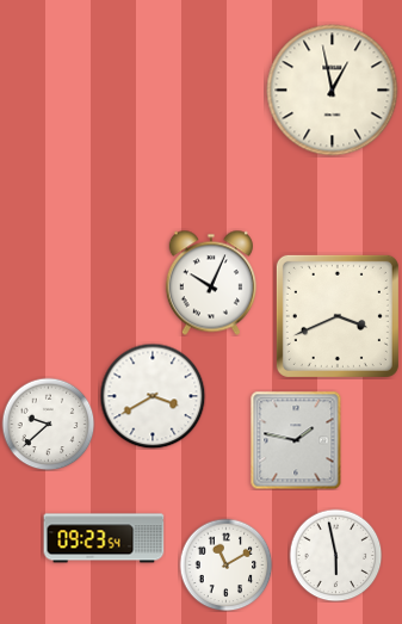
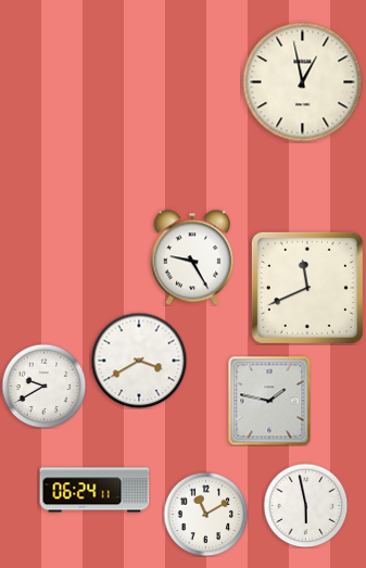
clock at (211, 283): 10:04 -> 9:25
clock at (338, 316): 3:41 -> 11:41
clock at (48, 424): 9:38 -> 9:40
clock at (104, 538): 09:23 -> 06:24
